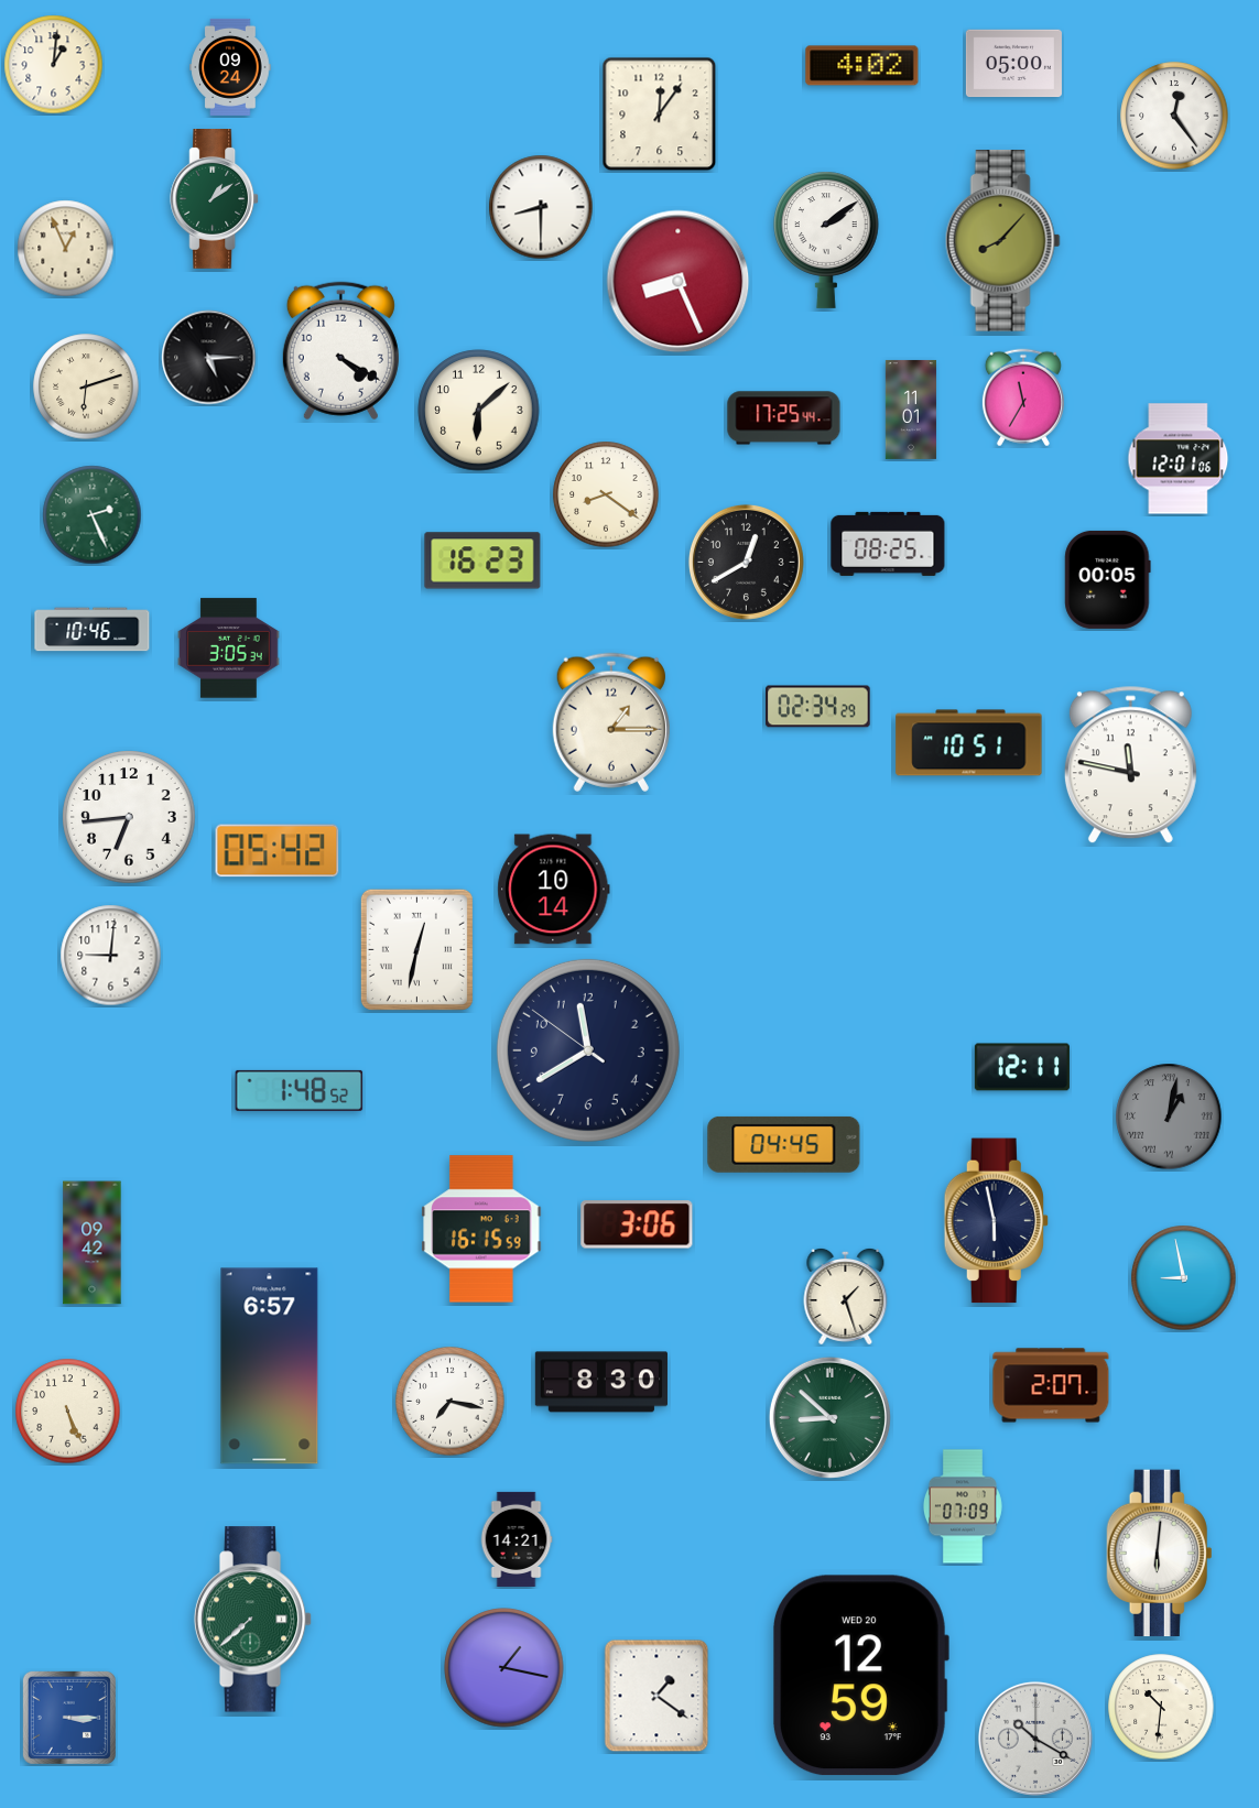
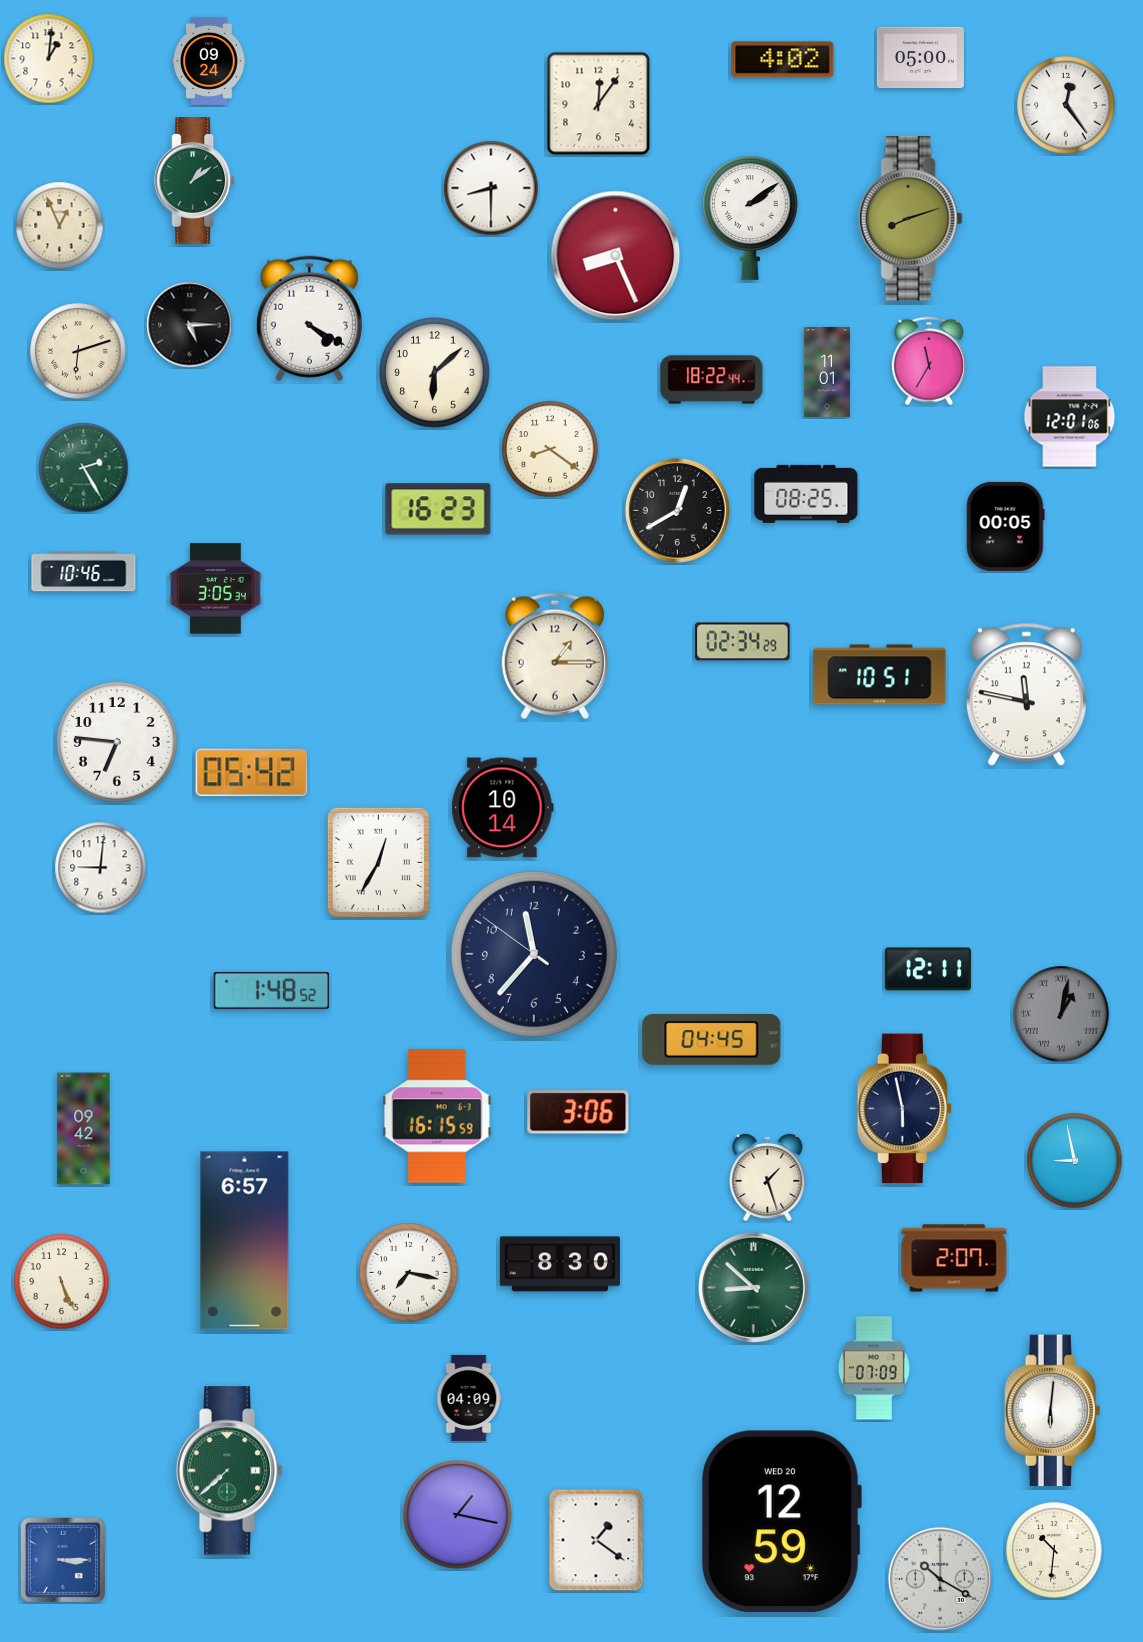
clock at (1002, 241): 8:07 -> 8:12
clock at (784, 418): 17:25 -> 18:22
clock at (93, 515): 2:26 -> 2:25
clock at (229, 649) position: (229, 649) -> (216, 589)
clock at (129, 817): 6:44 -> 6:46
clock at (416, 949): 12:32 -> 12:35
clock at (588, 1050): 11:39 -> 11:36
clock at (601, 1382) position: (601, 1382) -> (560, 1264)
clock at (517, 1539): 14:21 -> 04:09
